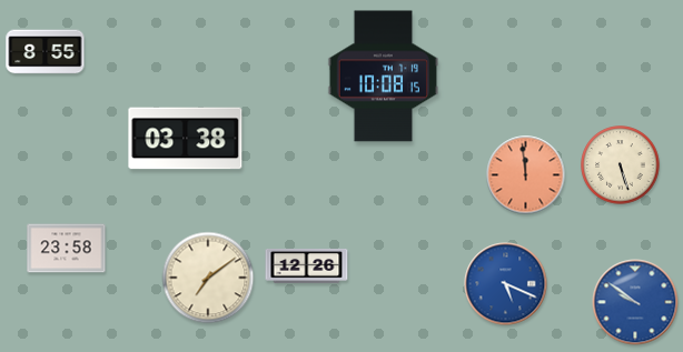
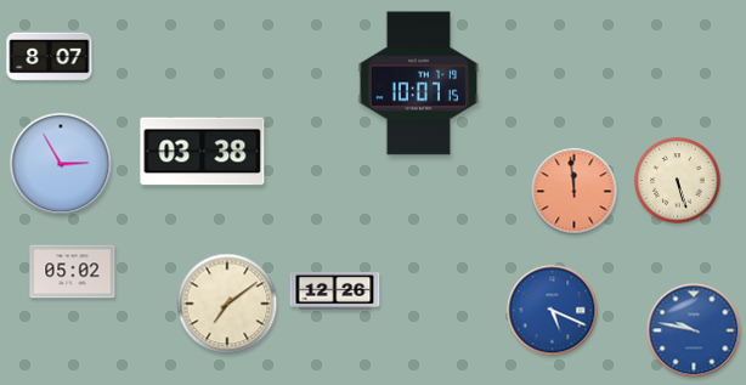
clock at (46, 52): 8:55 -> 8:07
clock at (384, 77): 10:08 -> 10:07
clock at (61, 164): none -> 2:55
clock at (67, 249): 23:58 -> 05:02
clock at (635, 302): 9:51 -> 9:47
